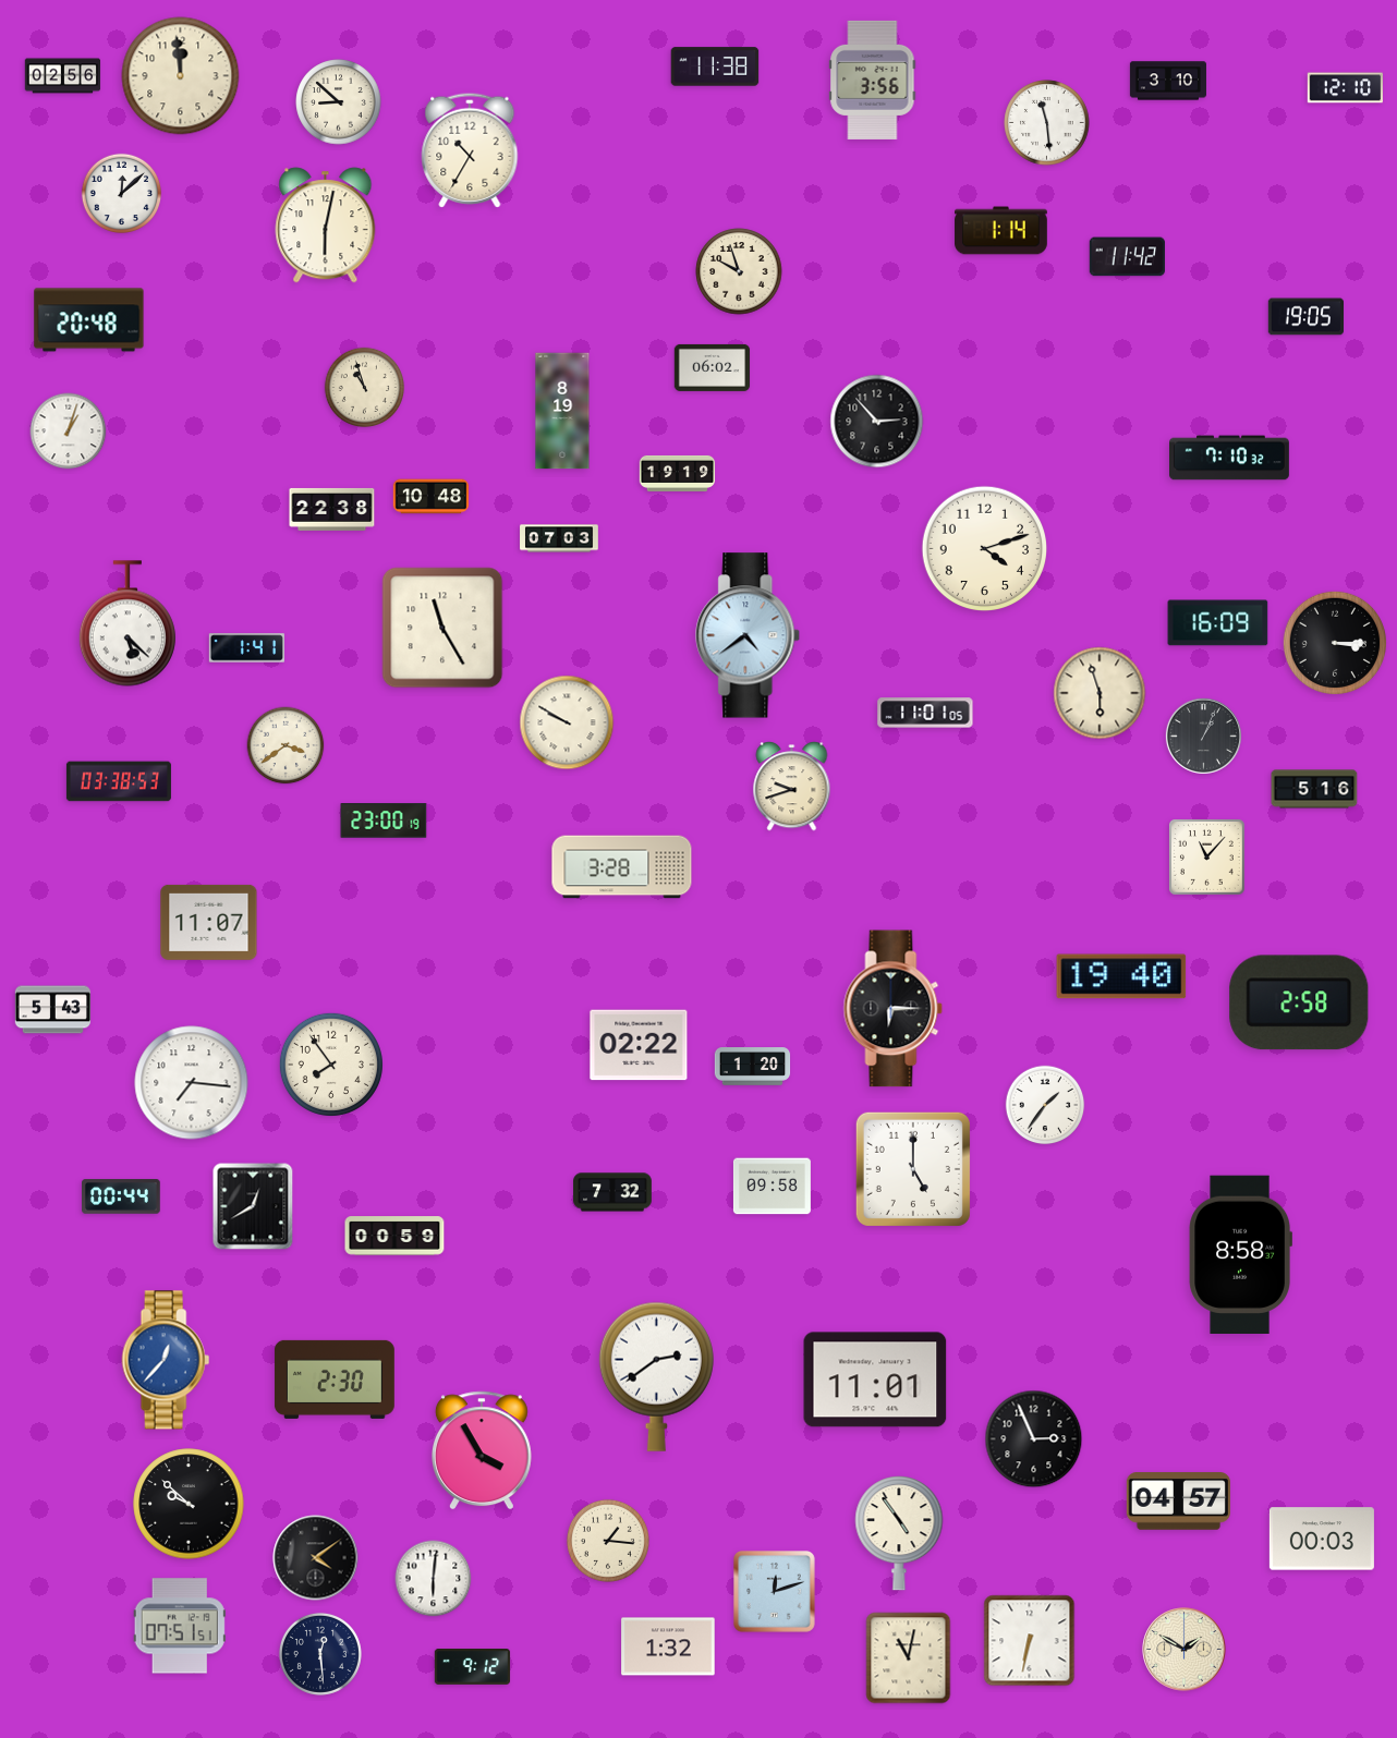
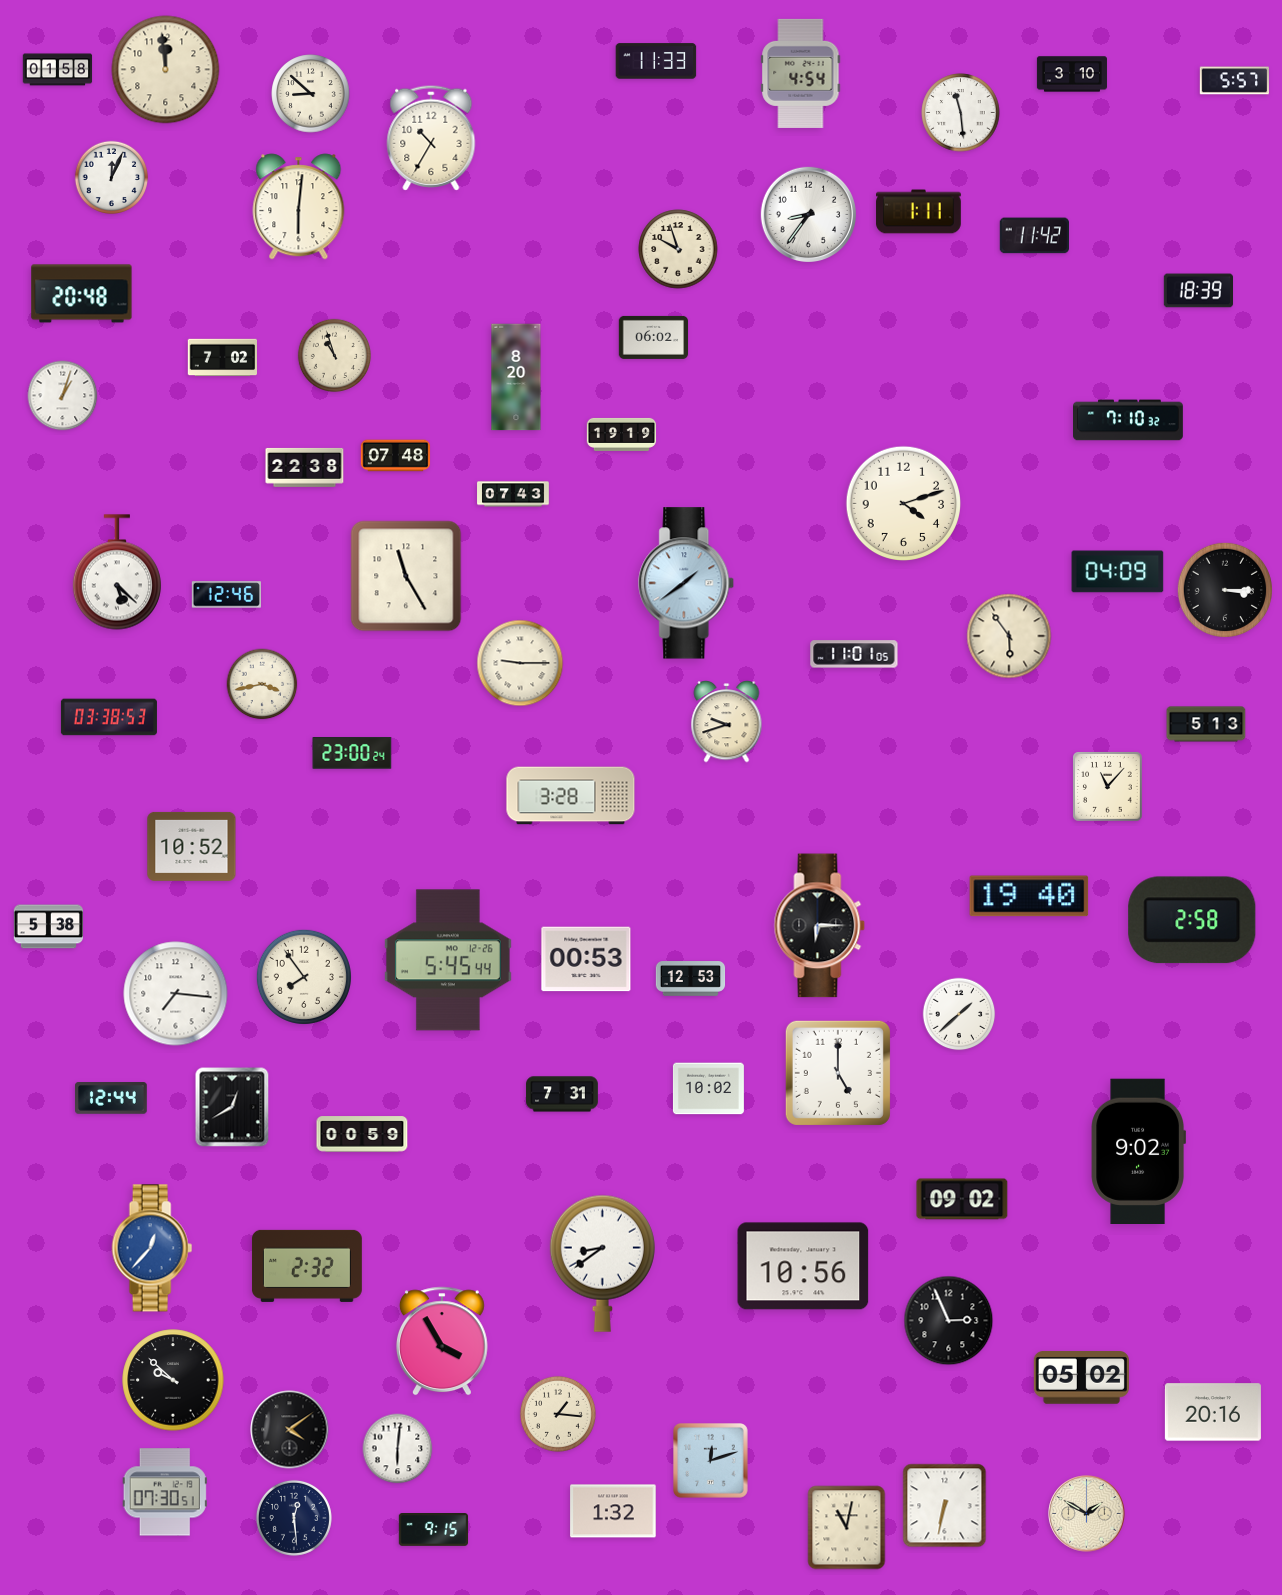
clock at (715, 66): 11:38 -> 11:33
clock at (63, 76): 02:56 -> 01:58
clock at (873, 80): 3:56 -> 4:54
clock at (1346, 88): 12:10 -> 5:57
clock at (121, 193): 12:08 -> 12:04
clock at (326, 226): 6:02 -> 6:01
clock at (1001, 231): 1:14 -> 1:11
clock at (808, 214): none -> 8:36
clock at (1305, 317): 19:05 -> 18:39
clock at (223, 358): none -> 7:02
clock at (562, 411): 8:19 -> 8:20
clock at (877, 422): 2:53 -> none
clock at (432, 497): 10:48 -> 07:48
clock at (559, 538): 07:03 -> 07:43
clock at (1218, 623): 16:09 -> 04:09
clock at (749, 635): 4:39 -> 1:39
clock at (246, 648): 1:41 -> 12:46
clock at (1100, 693): 5:57 -> 5:54
clock at (925, 713) position: (925, 713) -> (854, 654)
clock at (567, 722): 9:50 -> 9:15
clock at (1203, 736): 1:04 -> none
clock at (286, 745): 3:39 -> 3:43
clock at (1314, 789): 5:16 -> 5:13
clock at (384, 821): 23:00:19 -> 23:00:24
clock at (209, 922): 11:07 -> 10:52
clock at (53, 1010): 5:43 -> 5:38
clock at (639, 1045): 02:22 -> 00:53
clock at (448, 960): none -> 5:45
clock at (753, 1067): 1:20 -> 12:53
clock at (1045, 1105): 1:36 -> 1:38
clock at (772, 1187): 09:58 -> 10:02
clock at (612, 1192): 7:32 -> 7:31
clock at (122, 1196): 00:44 -> 12:44
clock at (1240, 1254): 8:58 -> 9:02
clock at (962, 1199): none -> 09:02
clock at (656, 1376): 2:39 -> 8:39
clock at (335, 1380): 2:30 -> 2:32
clock at (875, 1380): 11:01 -> 10:56
clock at (482, 1450) position: (482, 1450) -> (442, 1341)
clock at (1178, 1502): 04:57 -> 05:02
clock at (899, 1533): 4:54 -> none
clock at (1322, 1539): 00:03 -> 20:16
clock at (180, 1626): 07:51 -> 07:30
clock at (909, 1658) position: (909, 1658) -> (847, 1528)
clock at (473, 1667): 9:12 -> 9:15
